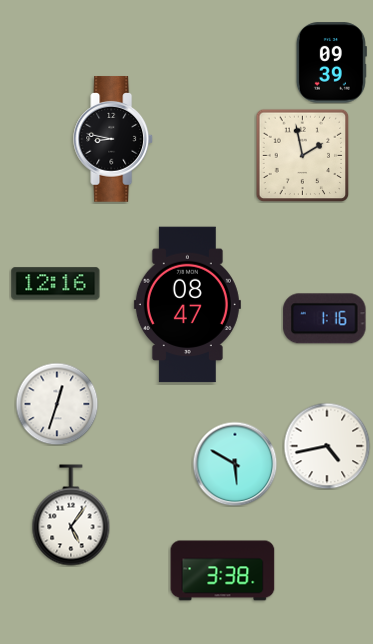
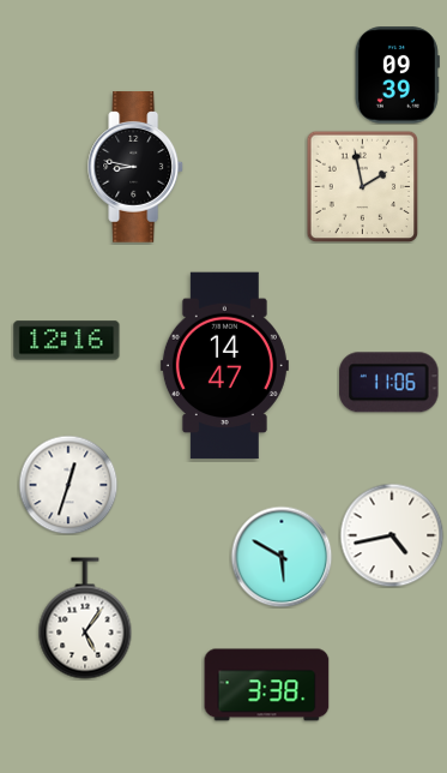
clock at (187, 305): 08:47 -> 14:47
clock at (325, 319): 1:16 -> 11:06
